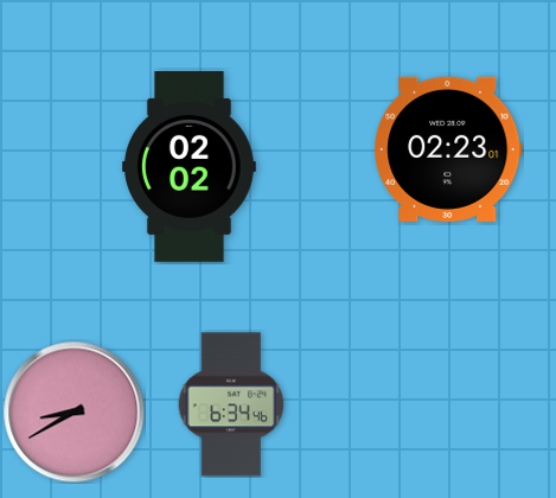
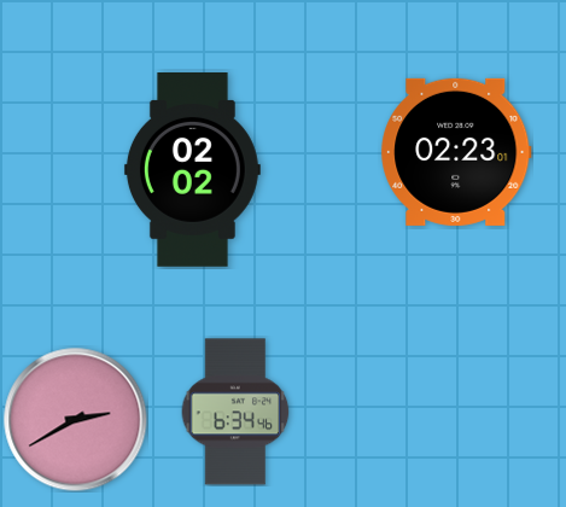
clock at (75, 413): 8:40 -> 2:40
